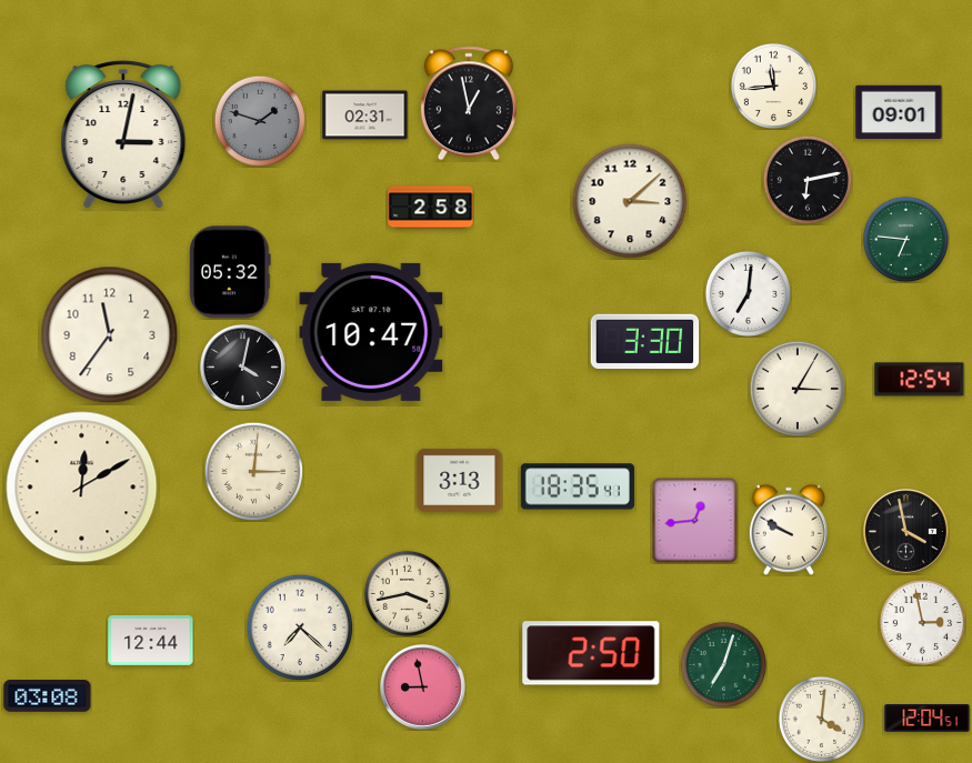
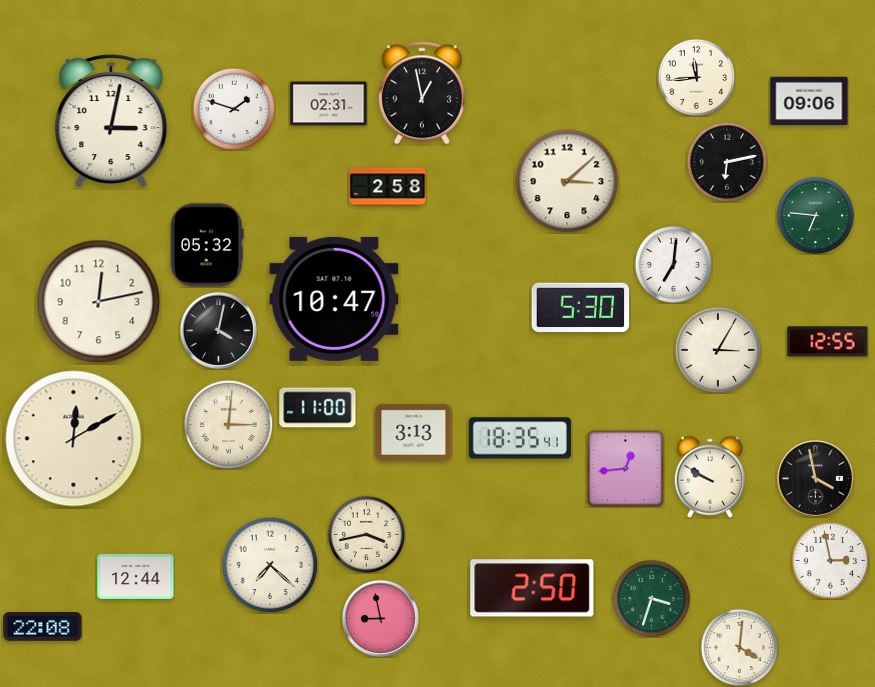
clock at (899, 112): 09:01 -> 09:06
clock at (259, 120) dial: grey -> white
clock at (110, 335): 11:36 -> 12:13
clock at (645, 342): 3:30 -> 5:30
clock at (920, 380): 12:54 -> 12:55
clock at (318, 408): none -> 11:00
clock at (723, 664): 7:03 -> 3:33
clock at (48, 696): 03:08 -> 22:08
clock at (928, 719): 12:04 -> none
